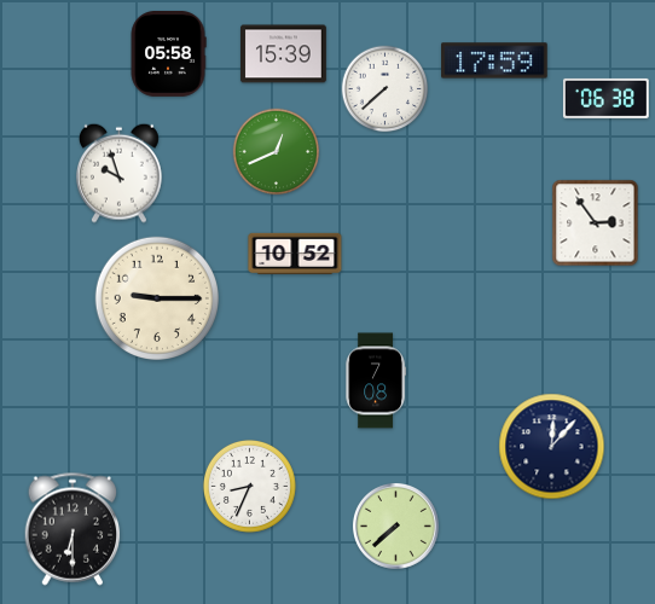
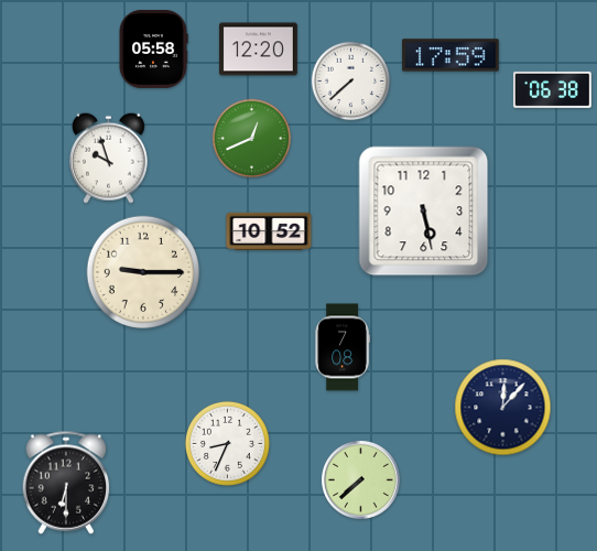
clock at (283, 54): 15:39 -> 12:20
clock at (596, 223): 2:54 -> none
clock at (424, 212): none -> 5:28
